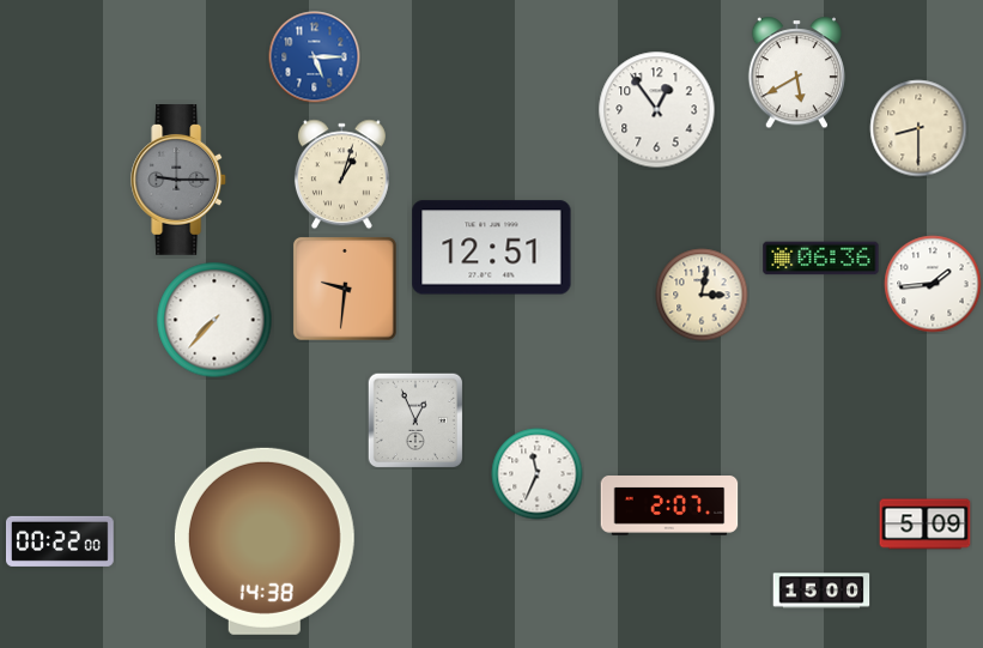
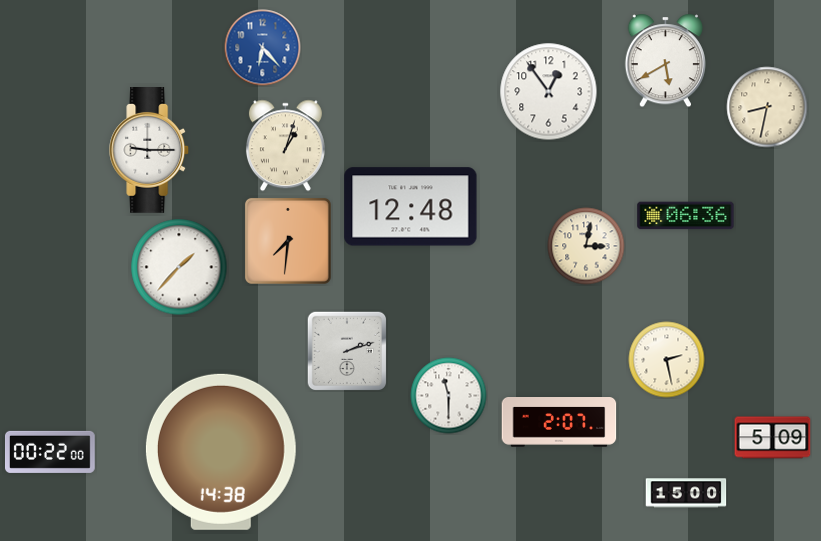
clock at (315, 57): 5:15 -> 6:23
clock at (918, 128): 8:30 -> 8:32
clock at (180, 181) dial: grey -> white
clock at (492, 248): 12:51 -> 12:48
clock at (933, 284): 1:44 -> none
clock at (345, 289): 9:31 -> 7:31
clock at (214, 320): 7:37 -> 1:37
clock at (414, 419): 12:56 -> 2:12
clock at (667, 360): none -> 2:28
clock at (538, 474): 11:34 -> 11:30
